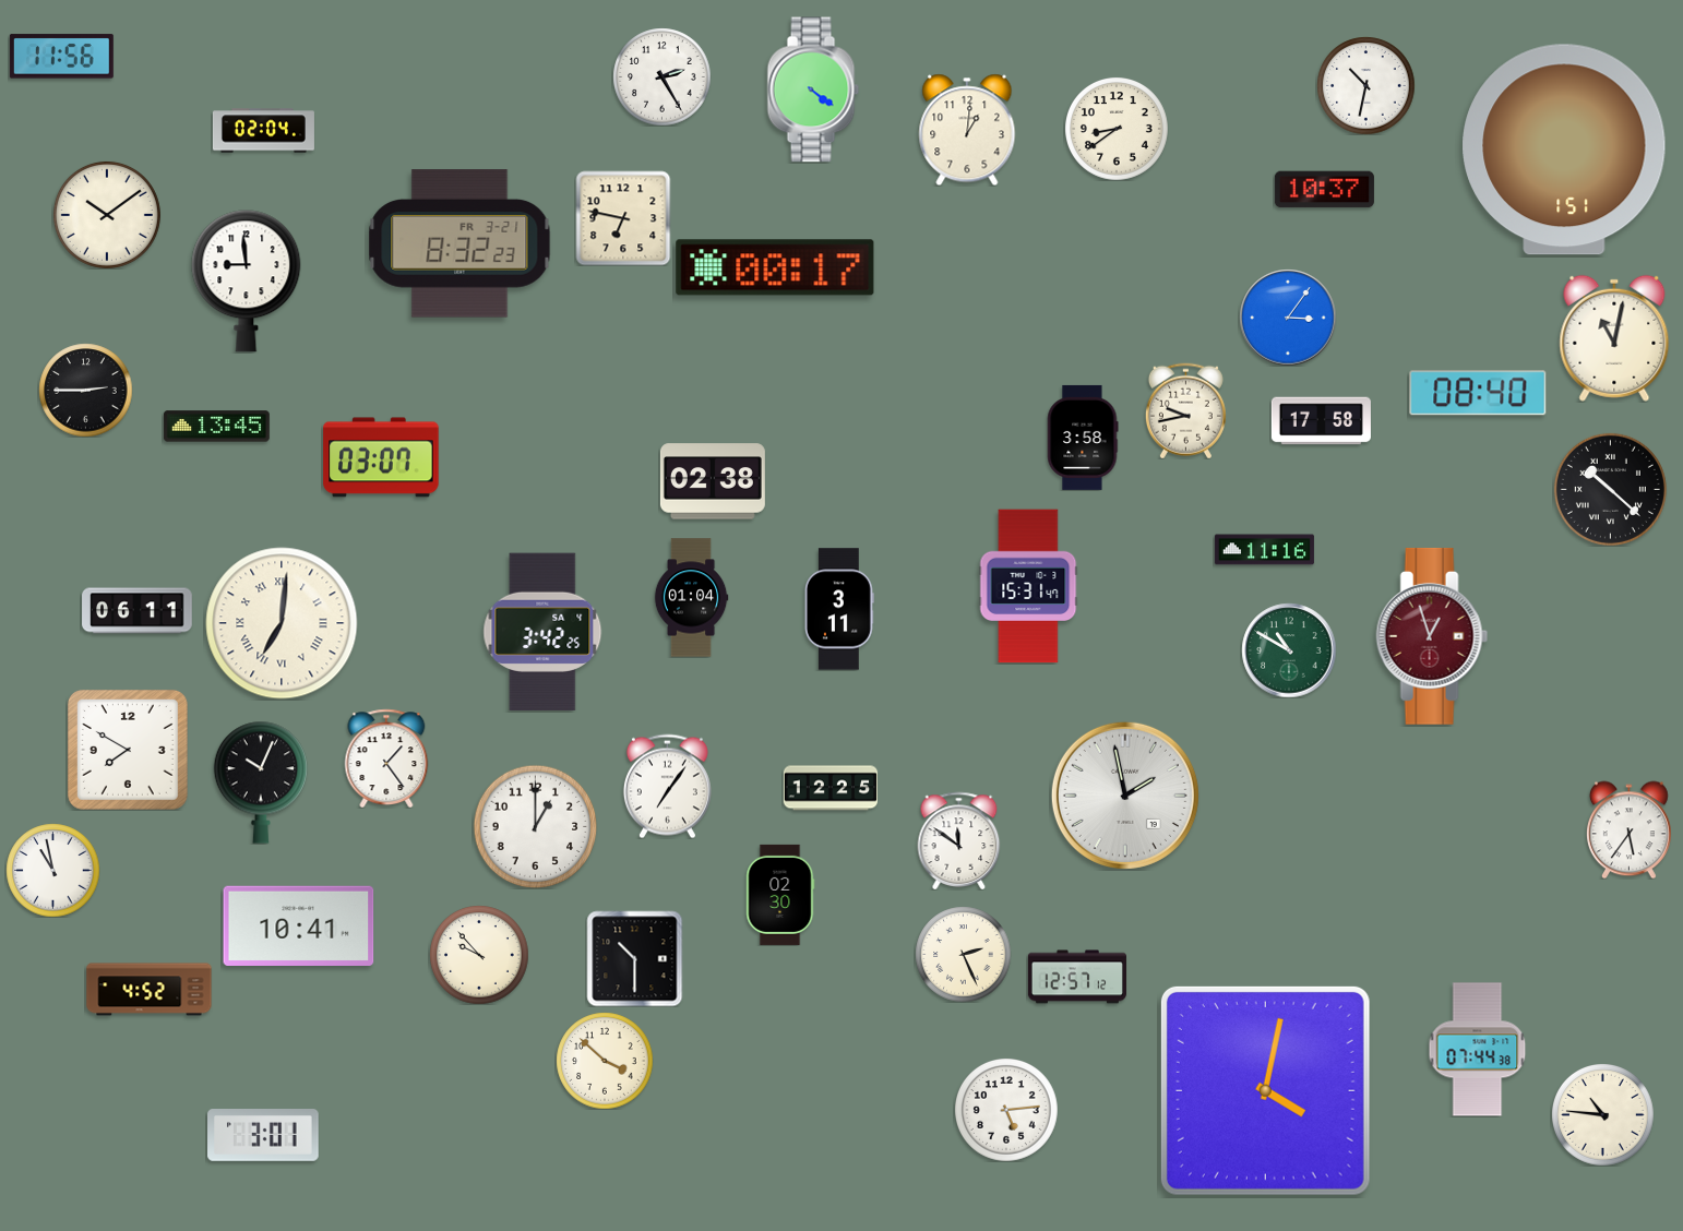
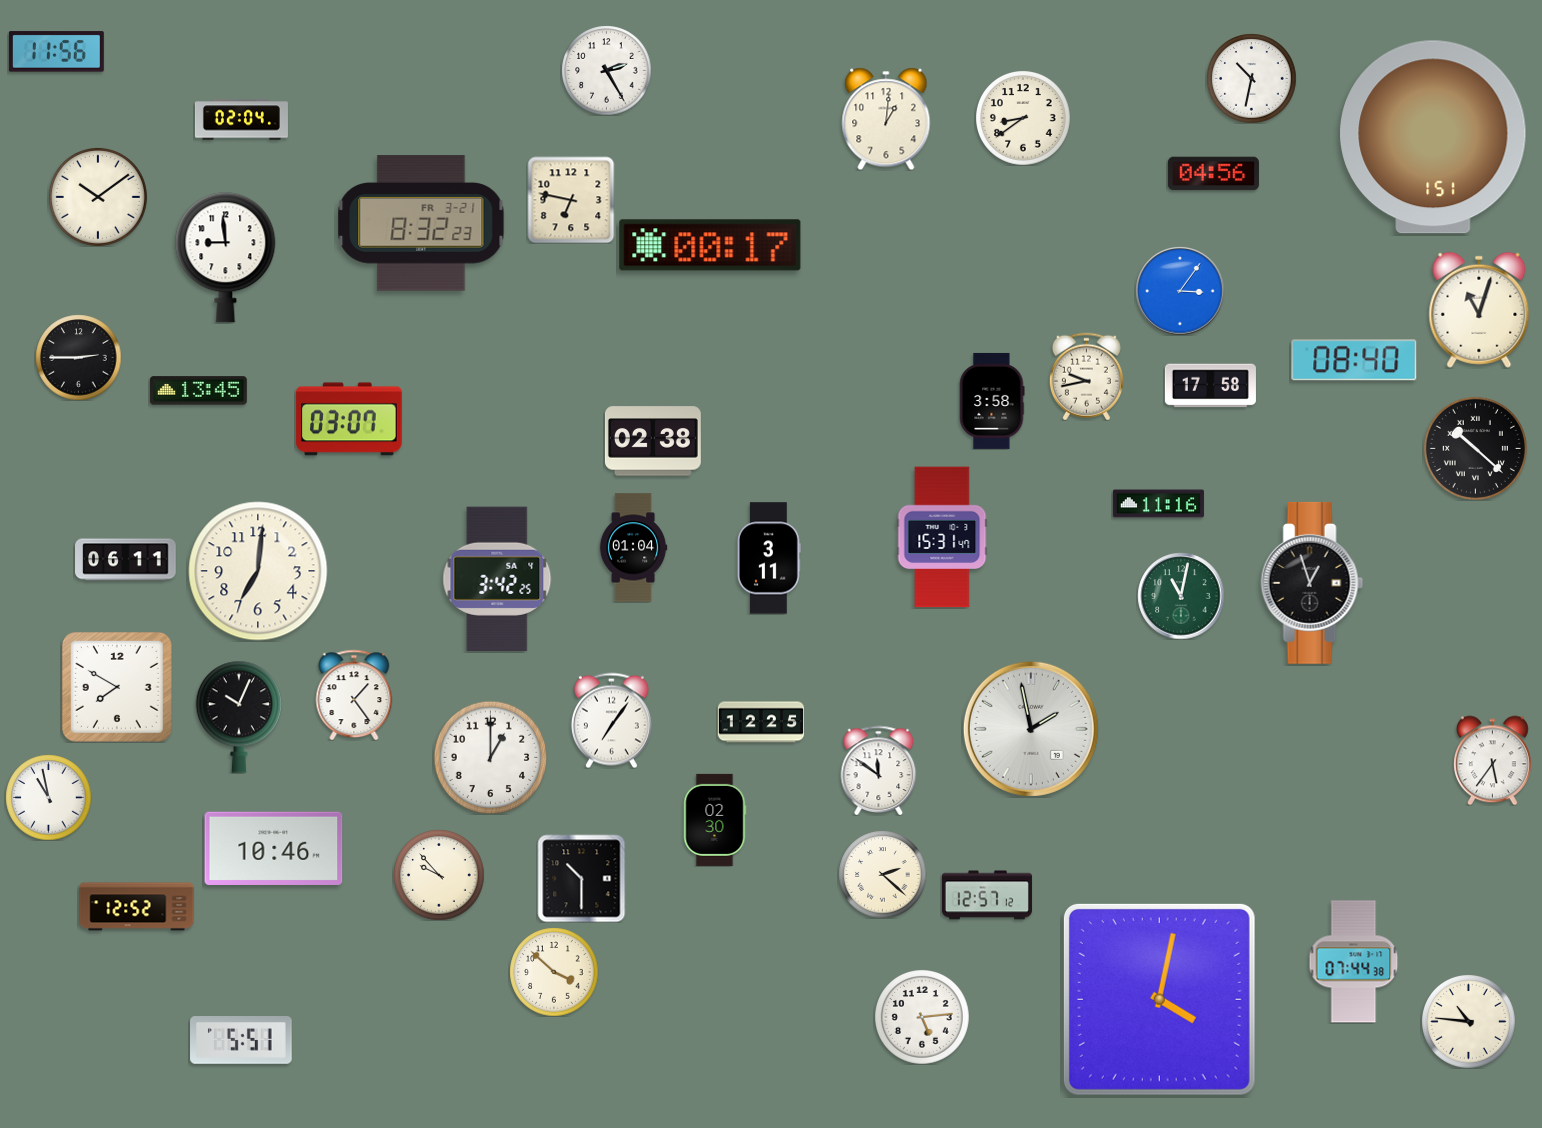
clock at (813, 89): 4:21 -> none
clock at (1324, 190): 10:37 -> 04:56
clock at (1614, 338): 11:02 -> 11:03
clock at (282, 623) numerals: Roman -> Arabic
clock at (1432, 636) dial: burgundy -> black
clock at (1289, 650): 10:50 -> 11:02
clock at (299, 925): 10:41 -> 10:46
clock at (963, 954): 2:26 -> 2:22
clock at (150, 990): 4:52 -> 12:52
clock at (263, 1136): 3:01 -> 5:51
